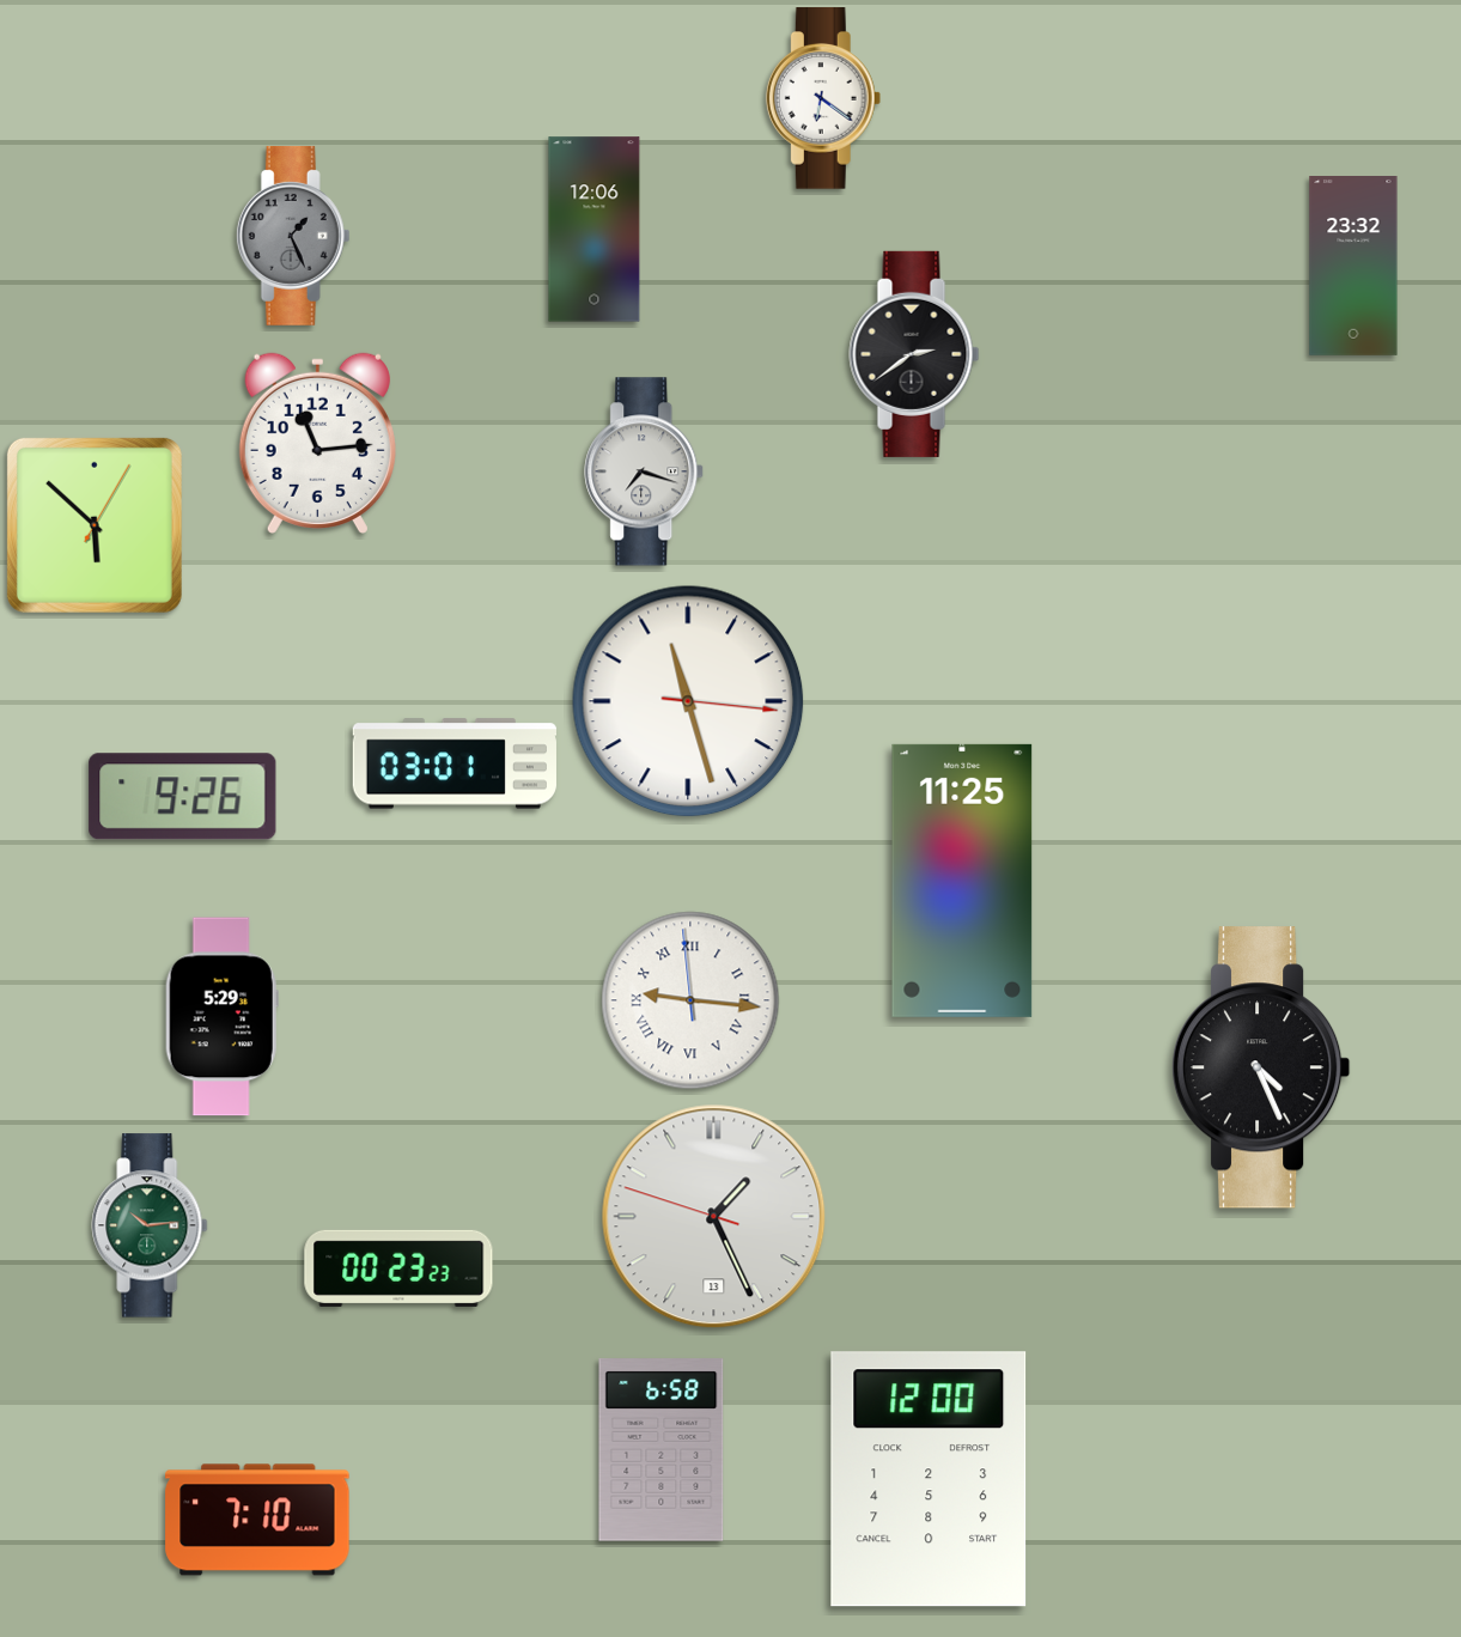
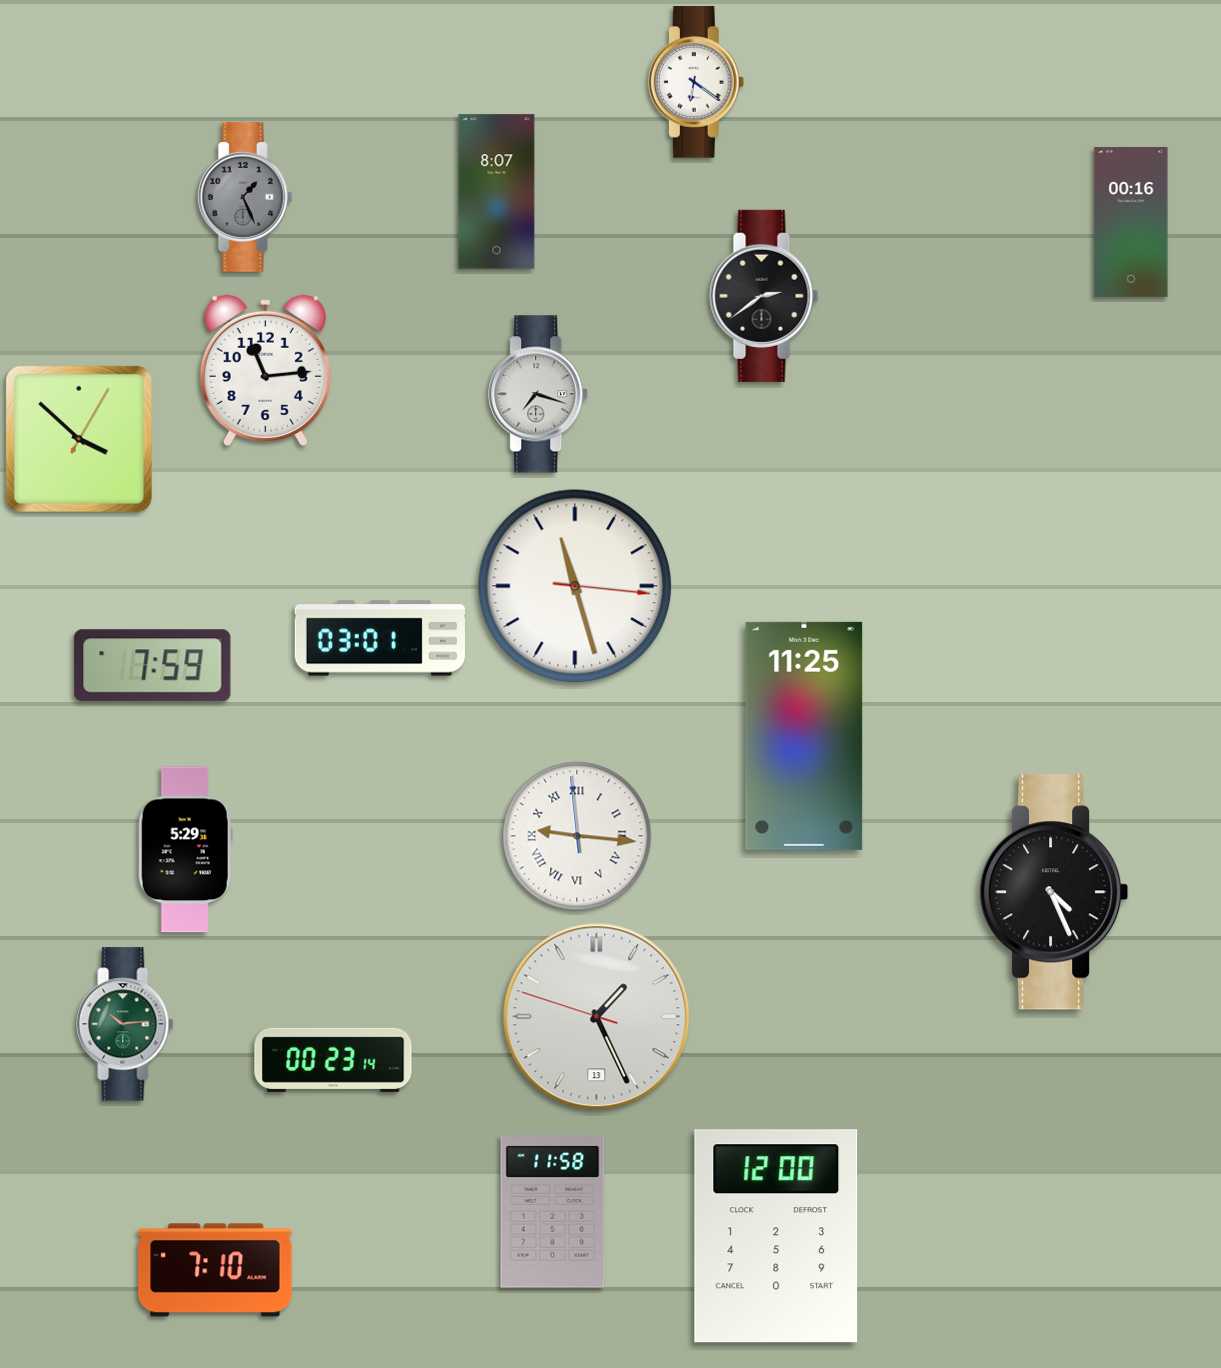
clock at (823, 98) position: (823, 98) -> (696, 82)
clock at (595, 230): 12:06 -> 8:07
clock at (1353, 267): 23:32 -> 00:16
clock at (95, 525): 5:52 -> 3:52
clock at (183, 797): 9:26 -> 7:59
clock at (398, 1268): 00:23:23 -> 00:23:14
clock at (662, 1450): 6:58 -> 11:58
